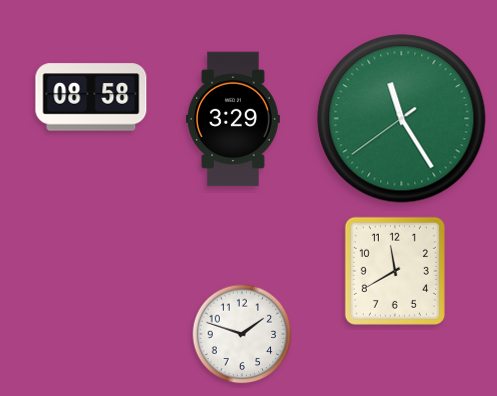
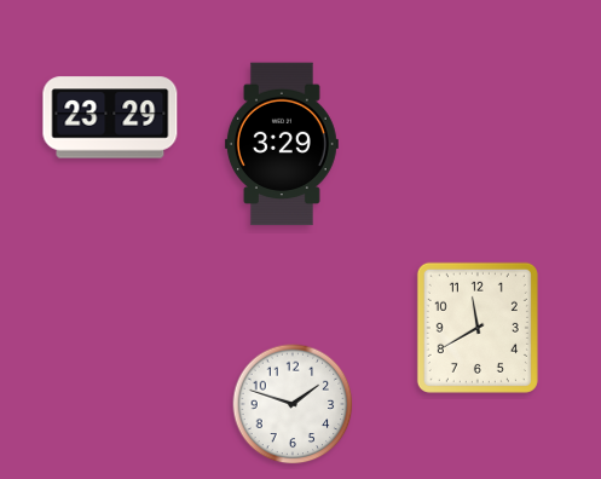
clock at (91, 97): 08:58 -> 23:29
clock at (402, 119): 11:24 -> none
